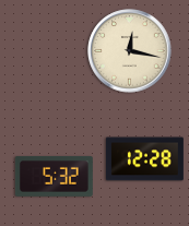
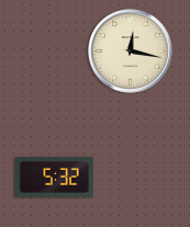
clock at (144, 159): 12:28 -> none
